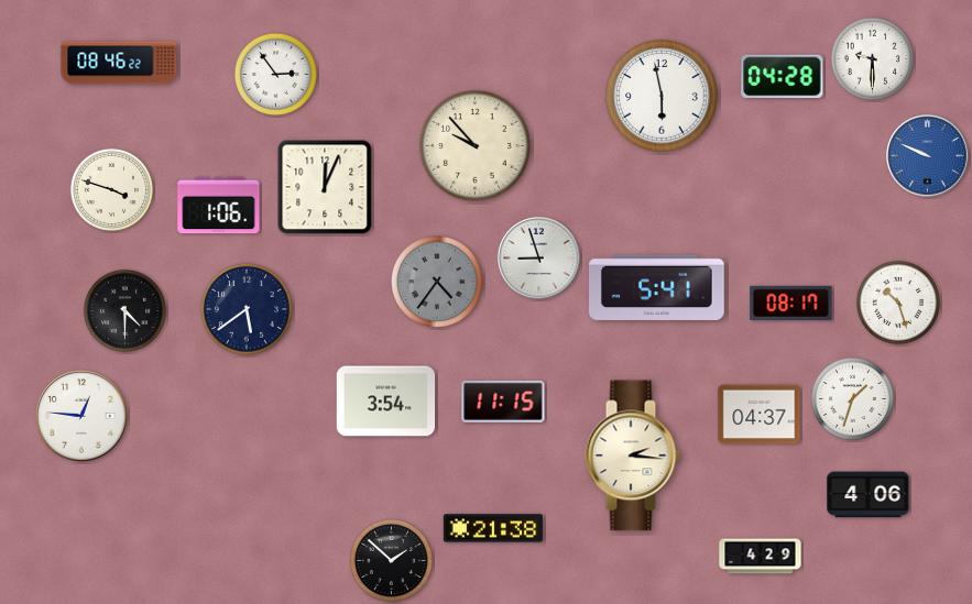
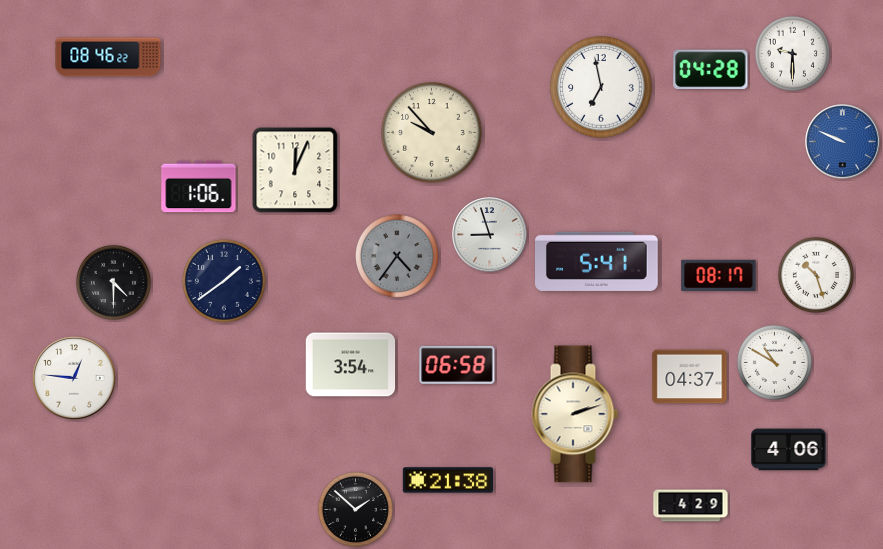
clock at (275, 74): 2:54 -> none
clock at (662, 96): 5:58 -> 6:58
clock at (111, 189): 3:48 -> none
clock at (247, 309): 5:39 -> 1:39
clock at (852, 398): 1:33 -> 10:50
clock at (503, 402): 11:15 -> 06:58
clock at (633, 455): 2:16 -> 2:12
